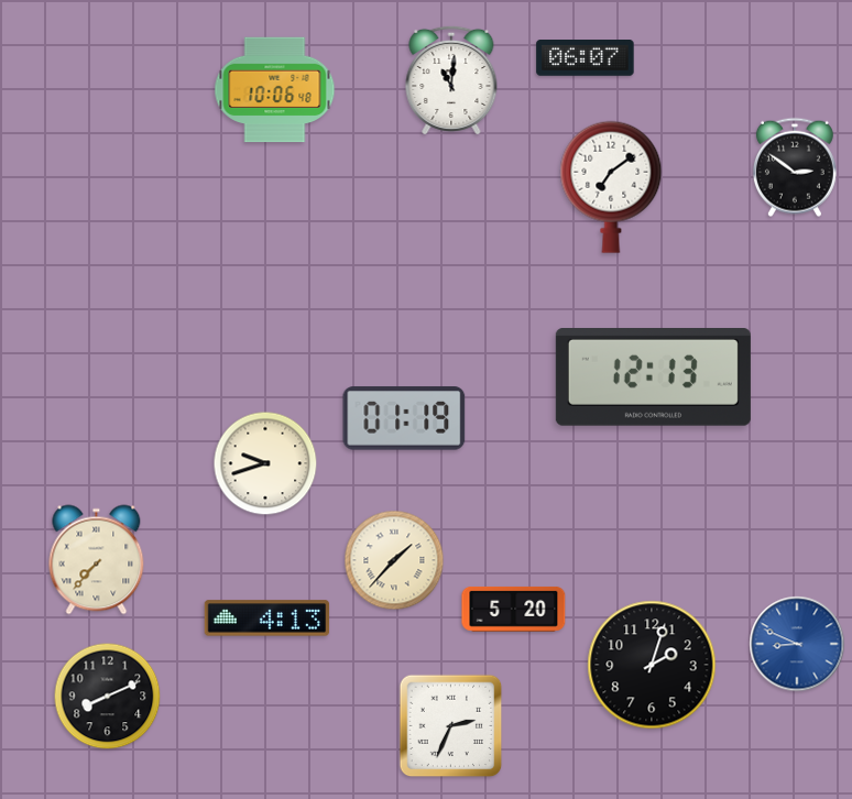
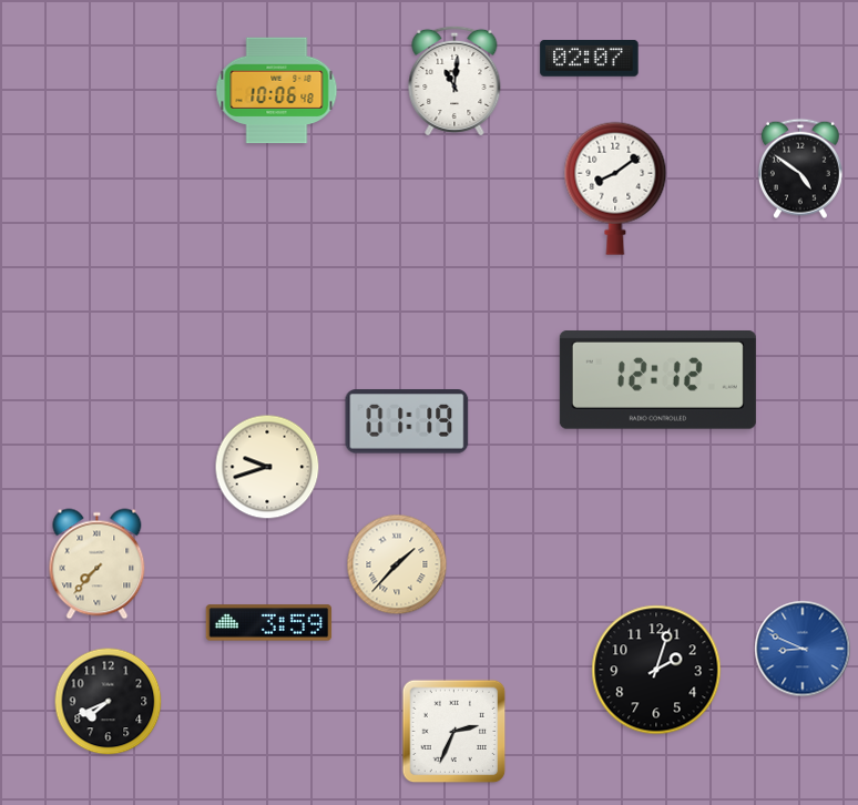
clock at (586, 58): 06:07 -> 02:07
clock at (795, 167): 2:51 -> 4:51
clock at (611, 187): 7:09 -> 8:09
clock at (653, 377): 12:13 -> 12:12
clock at (514, 609): 5:20 -> none
clock at (267, 619): 4:13 -> 3:59
clock at (108, 697): 8:11 -> 7:41
